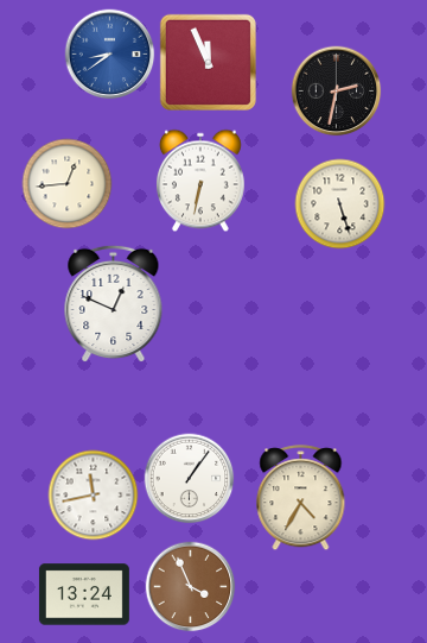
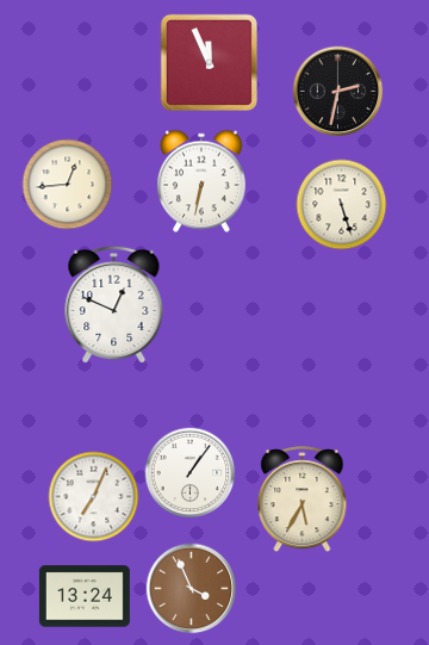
clock at (110, 55): 8:39 -> none
clock at (190, 479) position: (190, 479) -> (191, 473)
clock at (94, 496): 11:43 -> 7:04
clock at (301, 498): 4:35 -> 5:35
